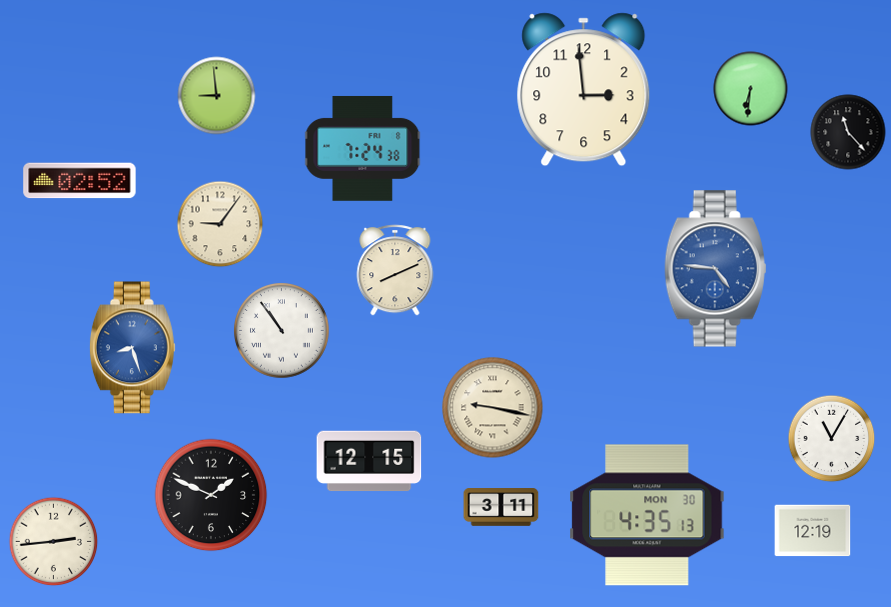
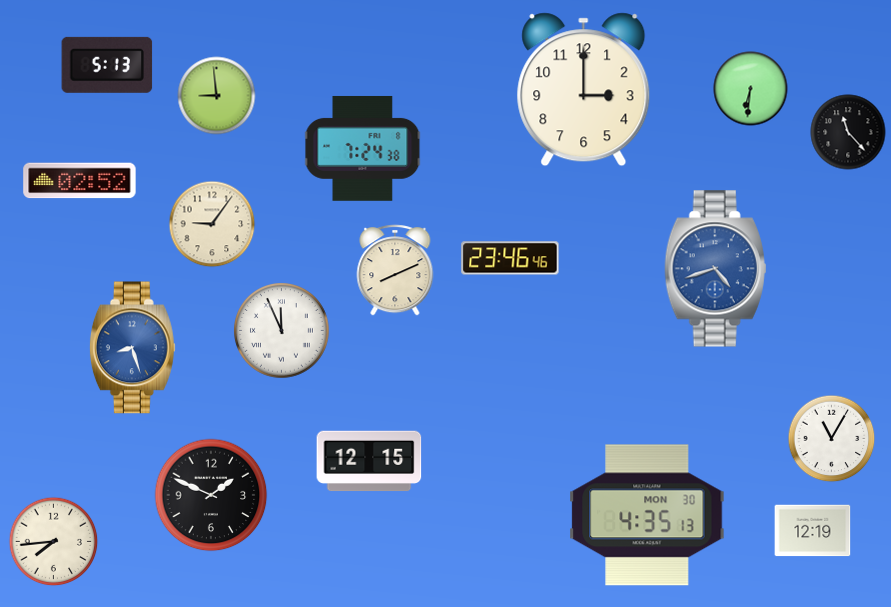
clock at (107, 65): none -> 5:13
clock at (584, 90): 2:59 -> 3:00
clock at (220, 224) position: (220, 224) -> (212, 224)
clock at (510, 258): none -> 23:46
clock at (716, 269): 4:46 -> 4:42
clock at (282, 331): 10:54 -> 11:56
clock at (493, 408): 9:17 -> none
clock at (501, 508): 3:11 -> none
clock at (54, 542): 2:44 -> 7:44
